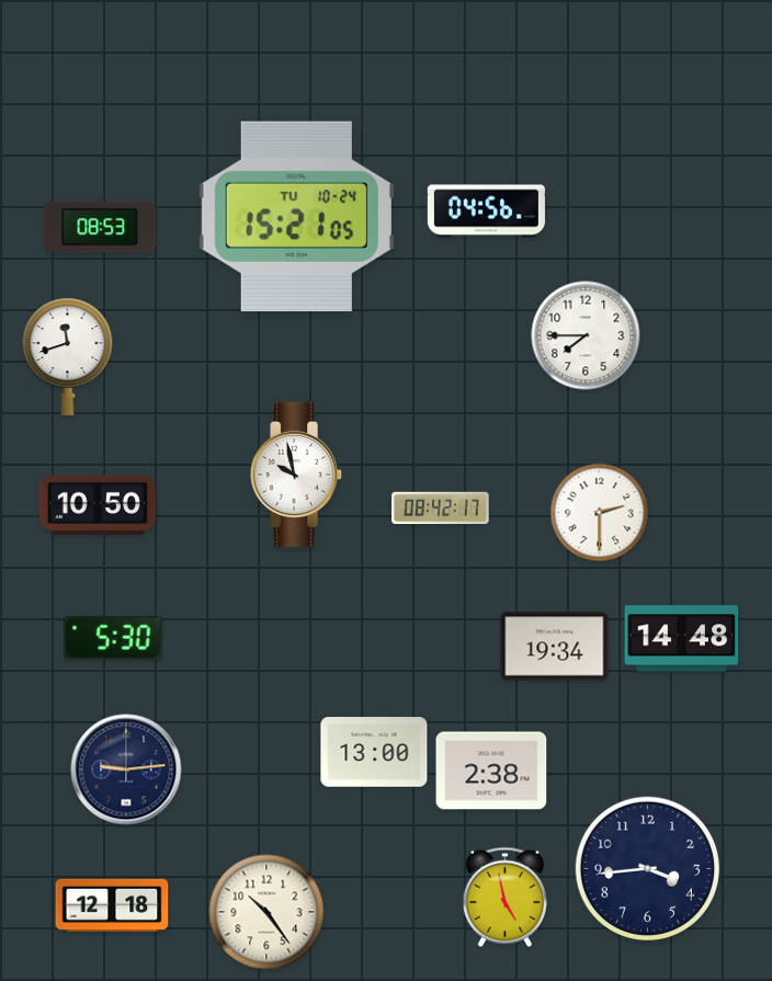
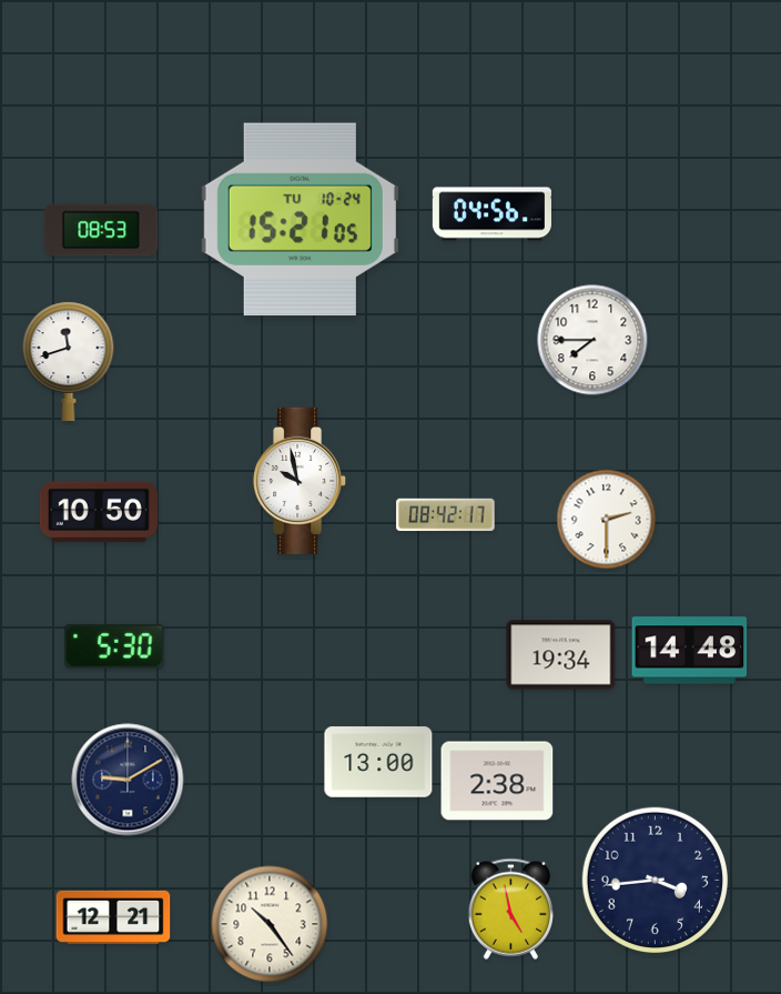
clock at (682, 639) position: (682, 639) -> (690, 651)
clock at (126, 769): 9:14 -> 9:10
clock at (112, 905): 12:18 -> 12:21
